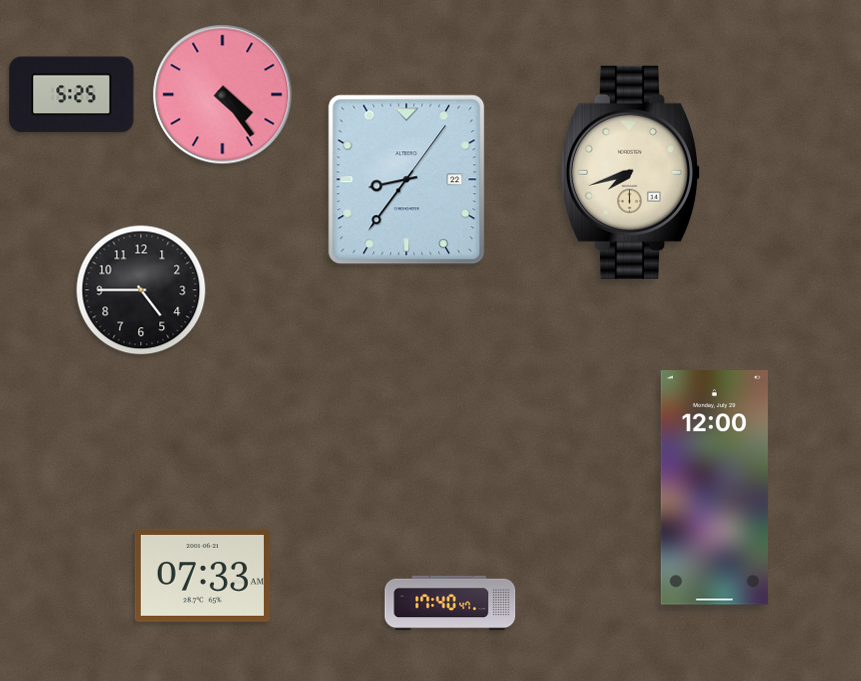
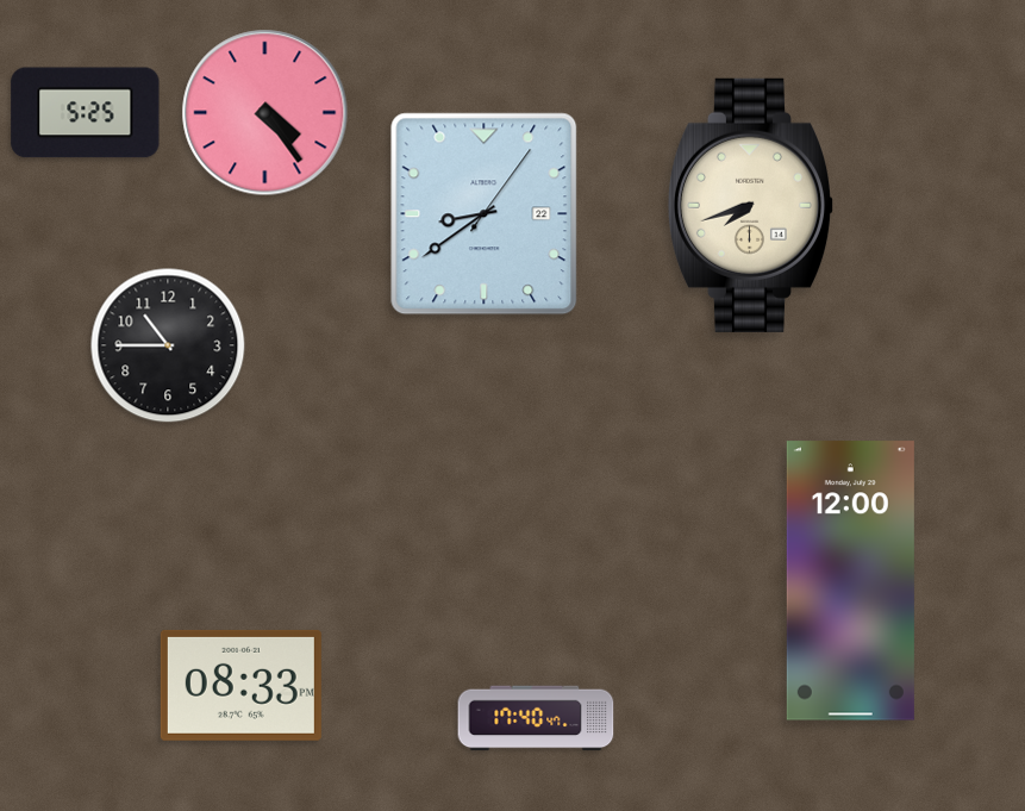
clock at (407, 180): 8:36 -> 8:39
clock at (141, 290): 4:45 -> 10:45
clock at (202, 575): 07:33 -> 08:33
